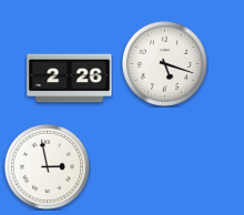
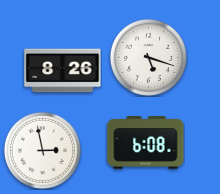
clock at (70, 79): 2:26 -> 8:26
clock at (146, 143): none -> 6:08
